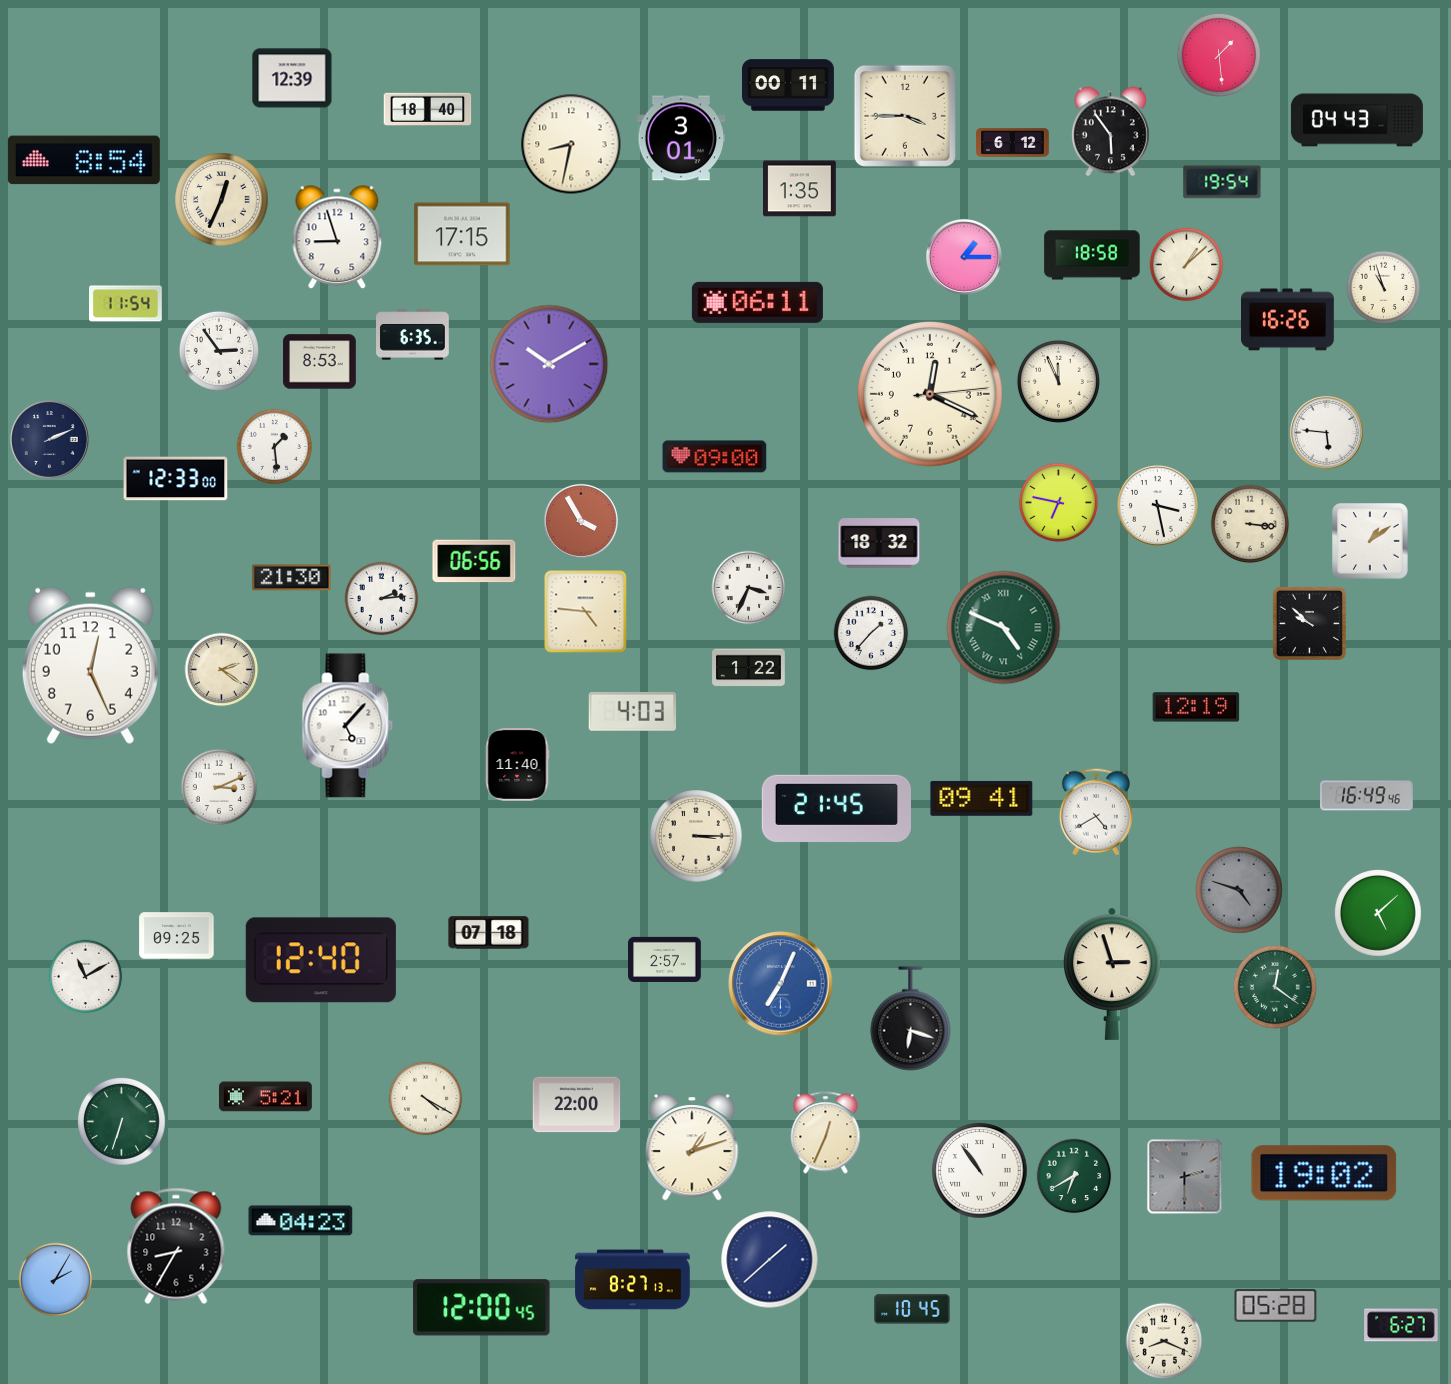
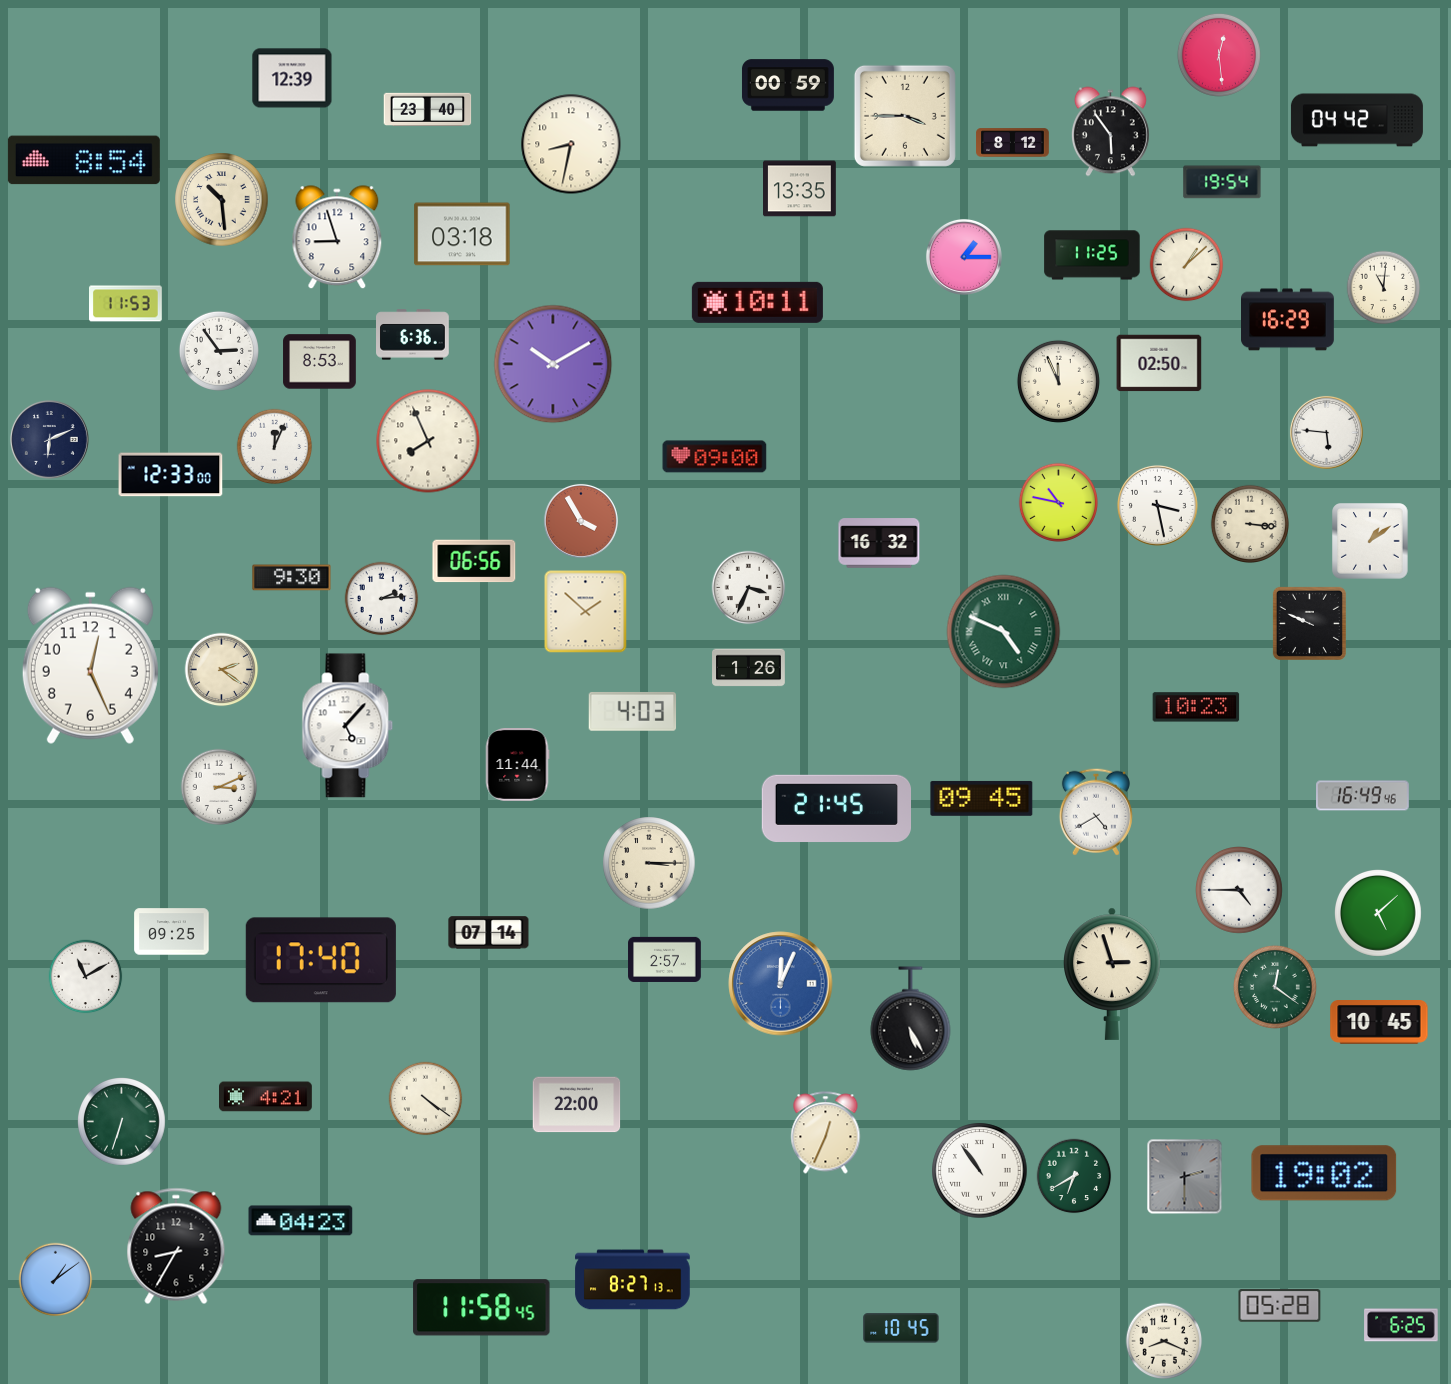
clock at (1219, 55): 1:29 -> 12:29
clock at (788, 85): 00:11 -> 00:59
clock at (428, 109): 18:40 -> 23:40
clock at (1357, 120): 04:43 -> 04:42
clock at (681, 138): 3:01 -> none
clock at (1013, 143): 6:12 -> 8:12
clock at (800, 189): 1:35 -> 13:35
clock at (222, 200): 12:34 -> 10:29
clock at (462, 234): 17:15 -> 03:18
clock at (1092, 255): 18:58 -> 11:25
clock at (1384, 288): 10:57 -> 11:01
clock at (757, 302): 06:11 -> 10:11
clock at (126, 304): 11:54 -> 11:53
clock at (1288, 320): 16:26 -> 16:29
clock at (413, 335): 6:35 -> 6:36
clock at (1159, 363): none -> 02:50
clock at (549, 364) position: (549, 364) -> (553, 364)
clock at (931, 395): 12:19 -> none
clock at (49, 439): 2:11 -> 6:11
clock at (428, 441): none -> 7:56
clock at (275, 447): 1:29 -> 12:04
clock at (176, 479) position: (176, 479) -> (171, 475)
clock at (1058, 502): 6:47 -> 10:47
clock at (879, 543): 18:32 -> 16:32
clock at (292, 578): 21:30 -> 9:30
clock at (586, 612): 4:46 -> 1:52
clock at (1309, 623): 9:52 -> 9:49
clock at (1004, 628) position: (1004, 628) -> (1004, 632)
clock at (871, 633): 1:37 -> none
clock at (749, 668): 1:22 -> 1:26
clock at (1196, 707): 12:19 -> 10:23
clock at (517, 765): 11:40 -> 11:44
clock at (1367, 796) position: (1367, 796) -> (1363, 796)
clock at (982, 798): 09:41 -> 09:45
clock at (696, 836) position: (696, 836) -> (649, 863)
clock at (1240, 891): 4:48 -> 4:45
clock at (1240, 891) dial: grey -> white
clock at (489, 933): 07:18 -> 07:14
clock at (177, 936) position: (177, 936) -> (172, 932)
clock at (321, 960): 12:40 -> 17:40
clock at (781, 984): 7:04 -> 12:04
clock at (911, 1019): 6:18 -> 5:25
clock at (1379, 1023): none -> 10:45
clock at (266, 1097): 5:21 -> 4:21
clock at (426, 1099): 4:20 -> 4:21
clock at (692, 1148): 1:12 -> none
clock at (770, 1260): 1:38 -> none
clock at (56, 1280): 2:05 -> 1:09
clock at (1276, 1306) position: (1276, 1306) -> (1280, 1306)
clock at (482, 1308): 12:00 -> 11:58
clock at (912, 1309) position: (912, 1309) -> (901, 1328)
clock at (1401, 1325): 6:27 -> 6:25
